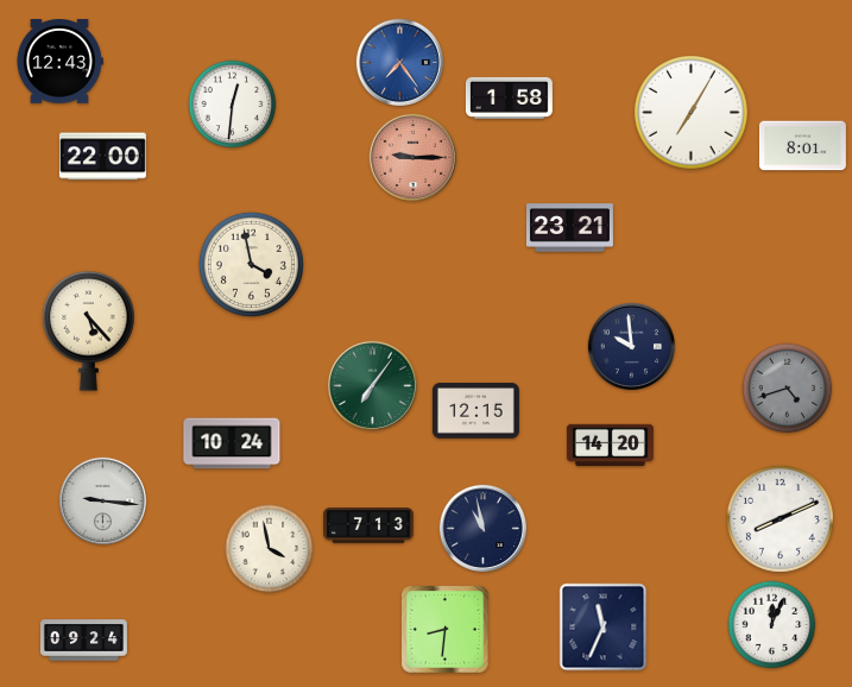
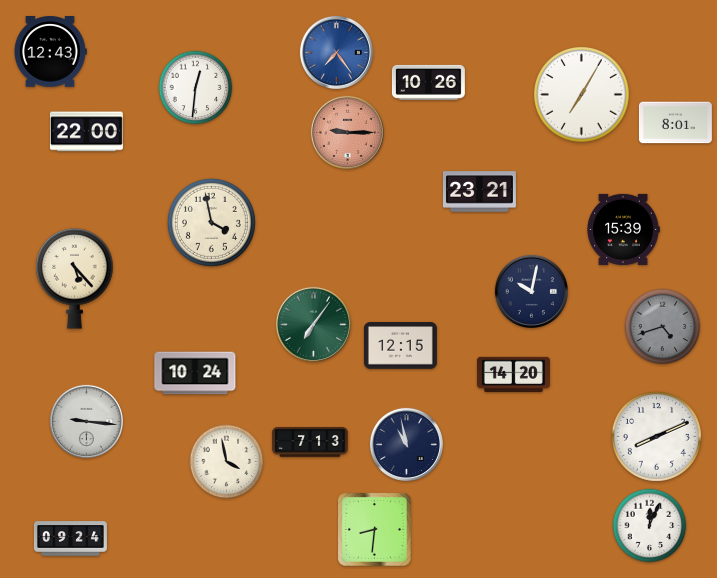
clock at (509, 97): 1:58 -> 10:26
clock at (623, 229): none -> 15:39
clock at (631, 346): 9:59 -> 10:02
clock at (604, 628): 11:34 -> none
